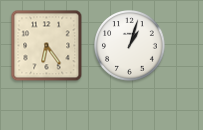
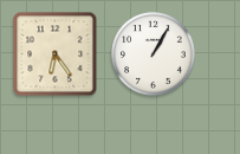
clock at (130, 46): 1:03 -> 1:05
